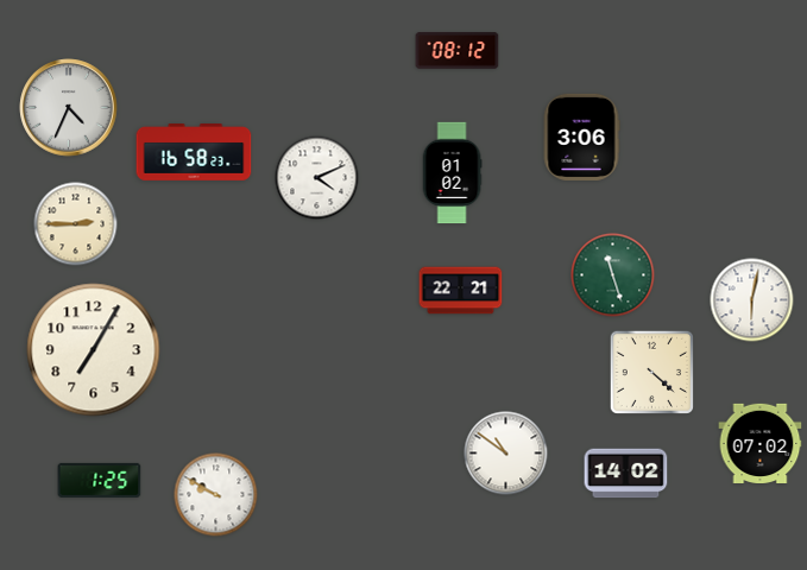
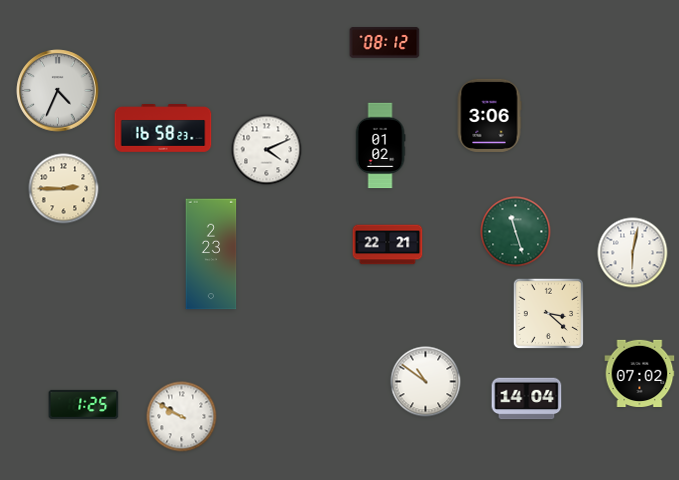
clock at (211, 254): none -> 2:23
clock at (94, 350): 7:05 -> none
clock at (651, 372): 4:22 -> 3:22
clock at (626, 474): 14:02 -> 14:04
